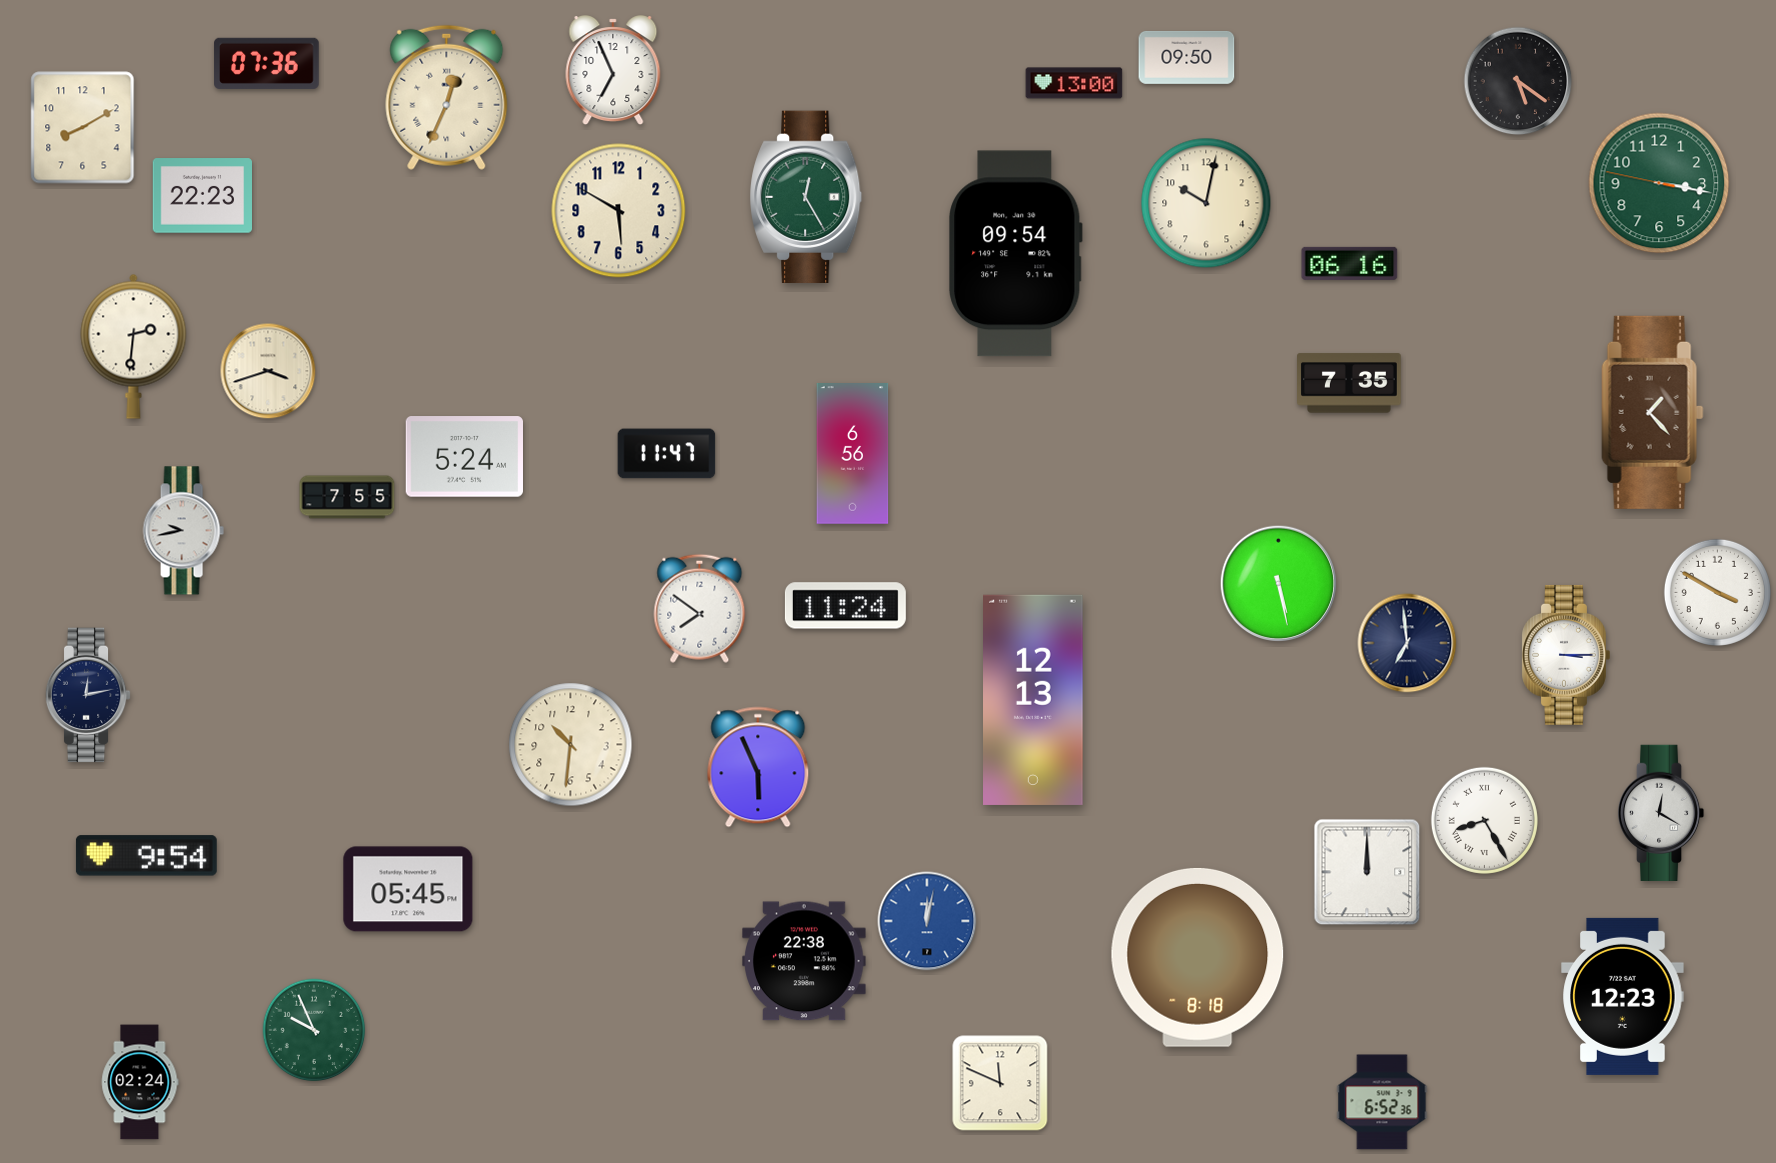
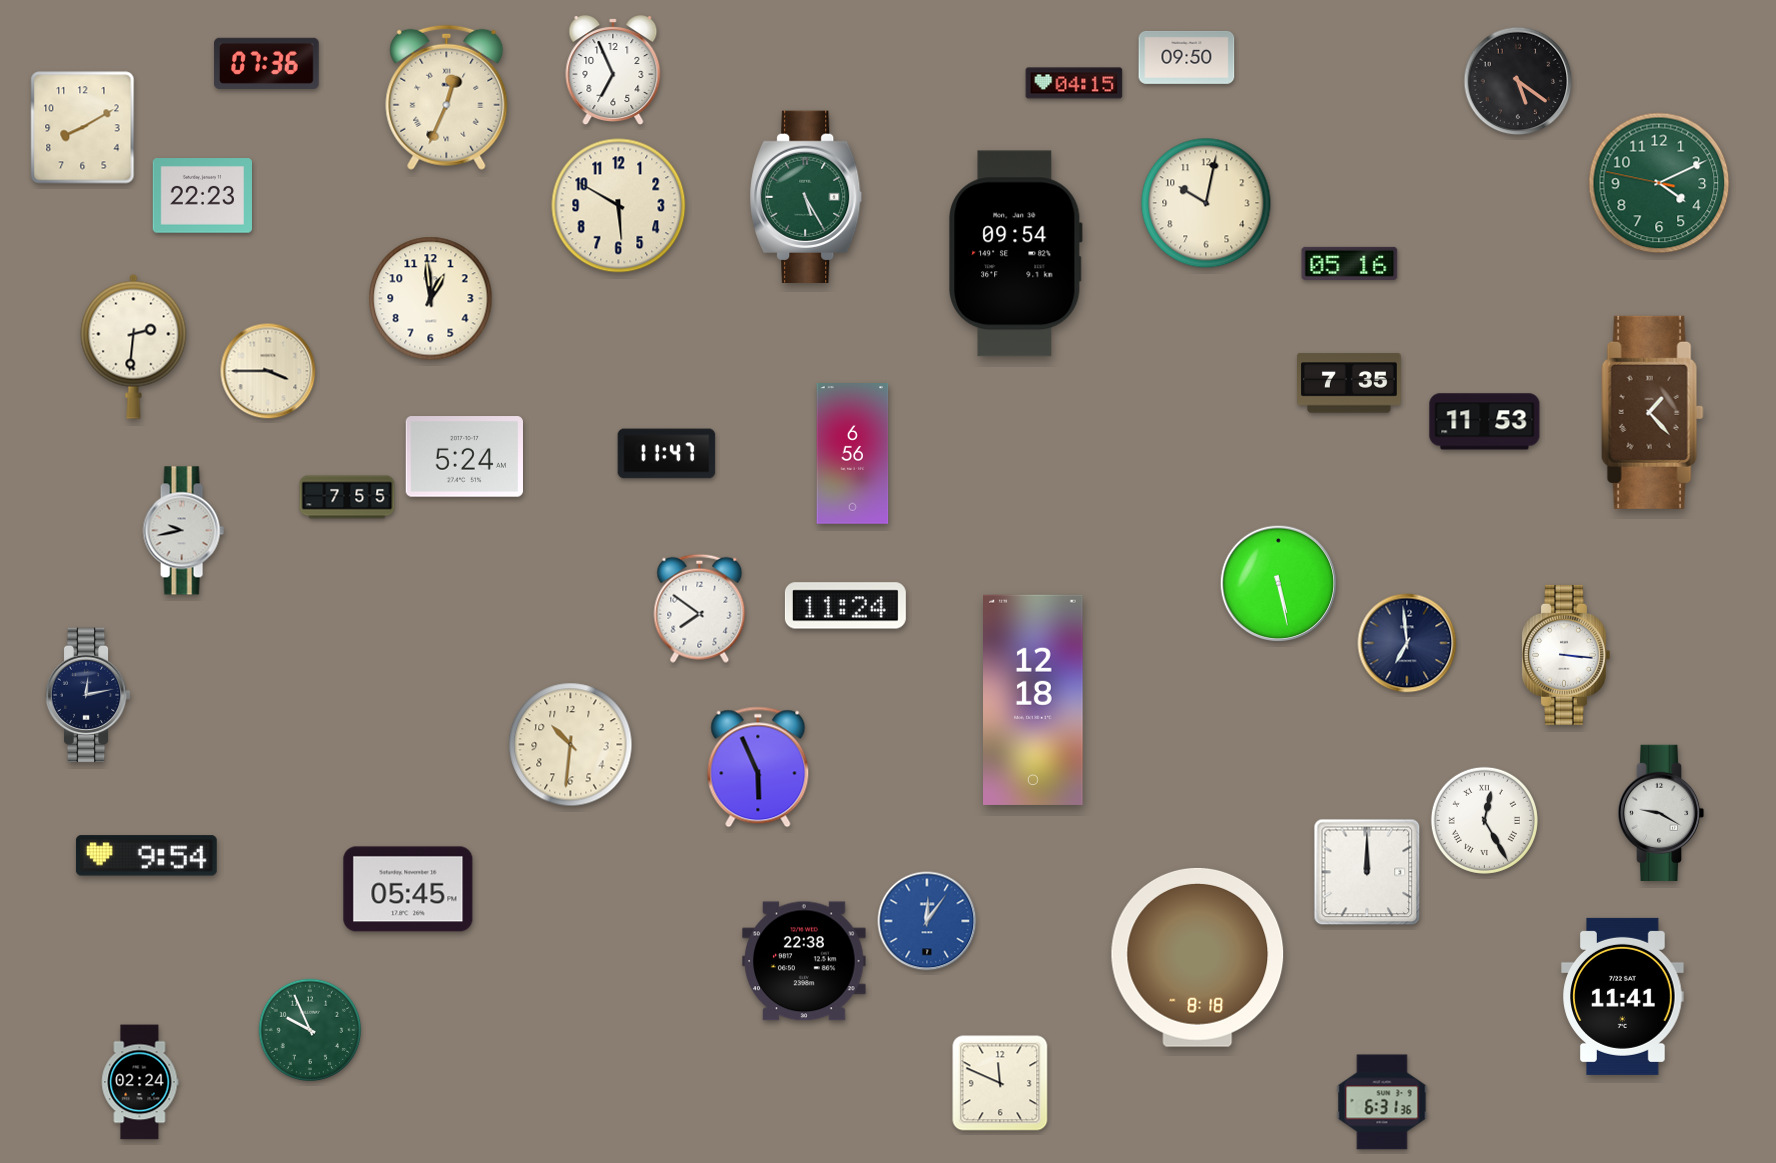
clock at (1074, 83): 13:00 -> 04:15
clock at (1659, 183): 3:16 -> 4:10
clock at (806, 196): 12:25 -> 5:25
clock at (619, 211) position: (619, 211) -> (619, 206)
clock at (1350, 263): 06:16 -> 05:16
clock at (431, 299): none -> 12:59
clock at (268, 371): 3:42 -> 3:45
clock at (1485, 422): none -> 11:53
clock at (1717, 592): 3:50 -> none
clock at (1566, 655): 3:15 -> 3:16
clock at (1033, 700): 12:13 -> 12:18
clock at (1661, 812): 12:20 -> 9:20
clock at (1484, 820): 8:25 -> 12:25
clock at (927, 921): 12:02 -> 12:06
clock at (1623, 996): 12:23 -> 11:41
clock at (314, 1030) position: (314, 1030) -> (310, 1030)
clock at (1382, 1102): 6:52 -> 6:31
